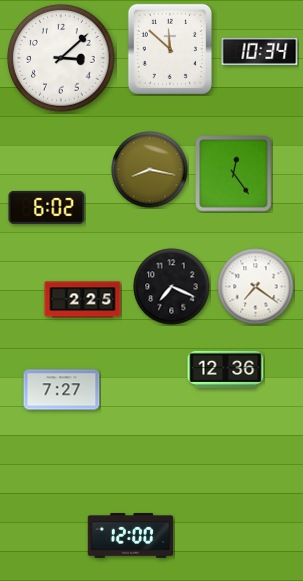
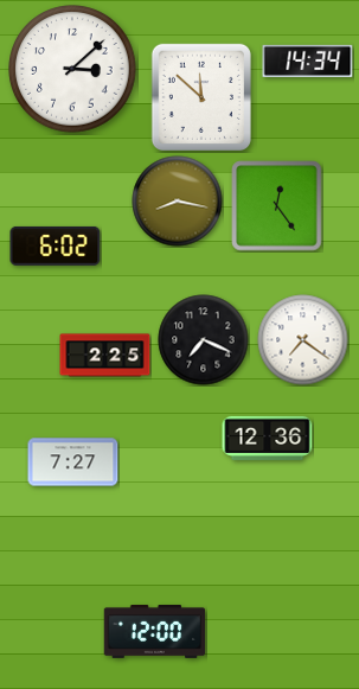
clock at (170, 48) position: (170, 48) -> (201, 96)
clock at (260, 51): 10:34 -> 14:34
clock at (83, 300) position: (83, 300) -> (105, 356)
clock at (131, 535) position: (131, 535) -> (155, 631)
